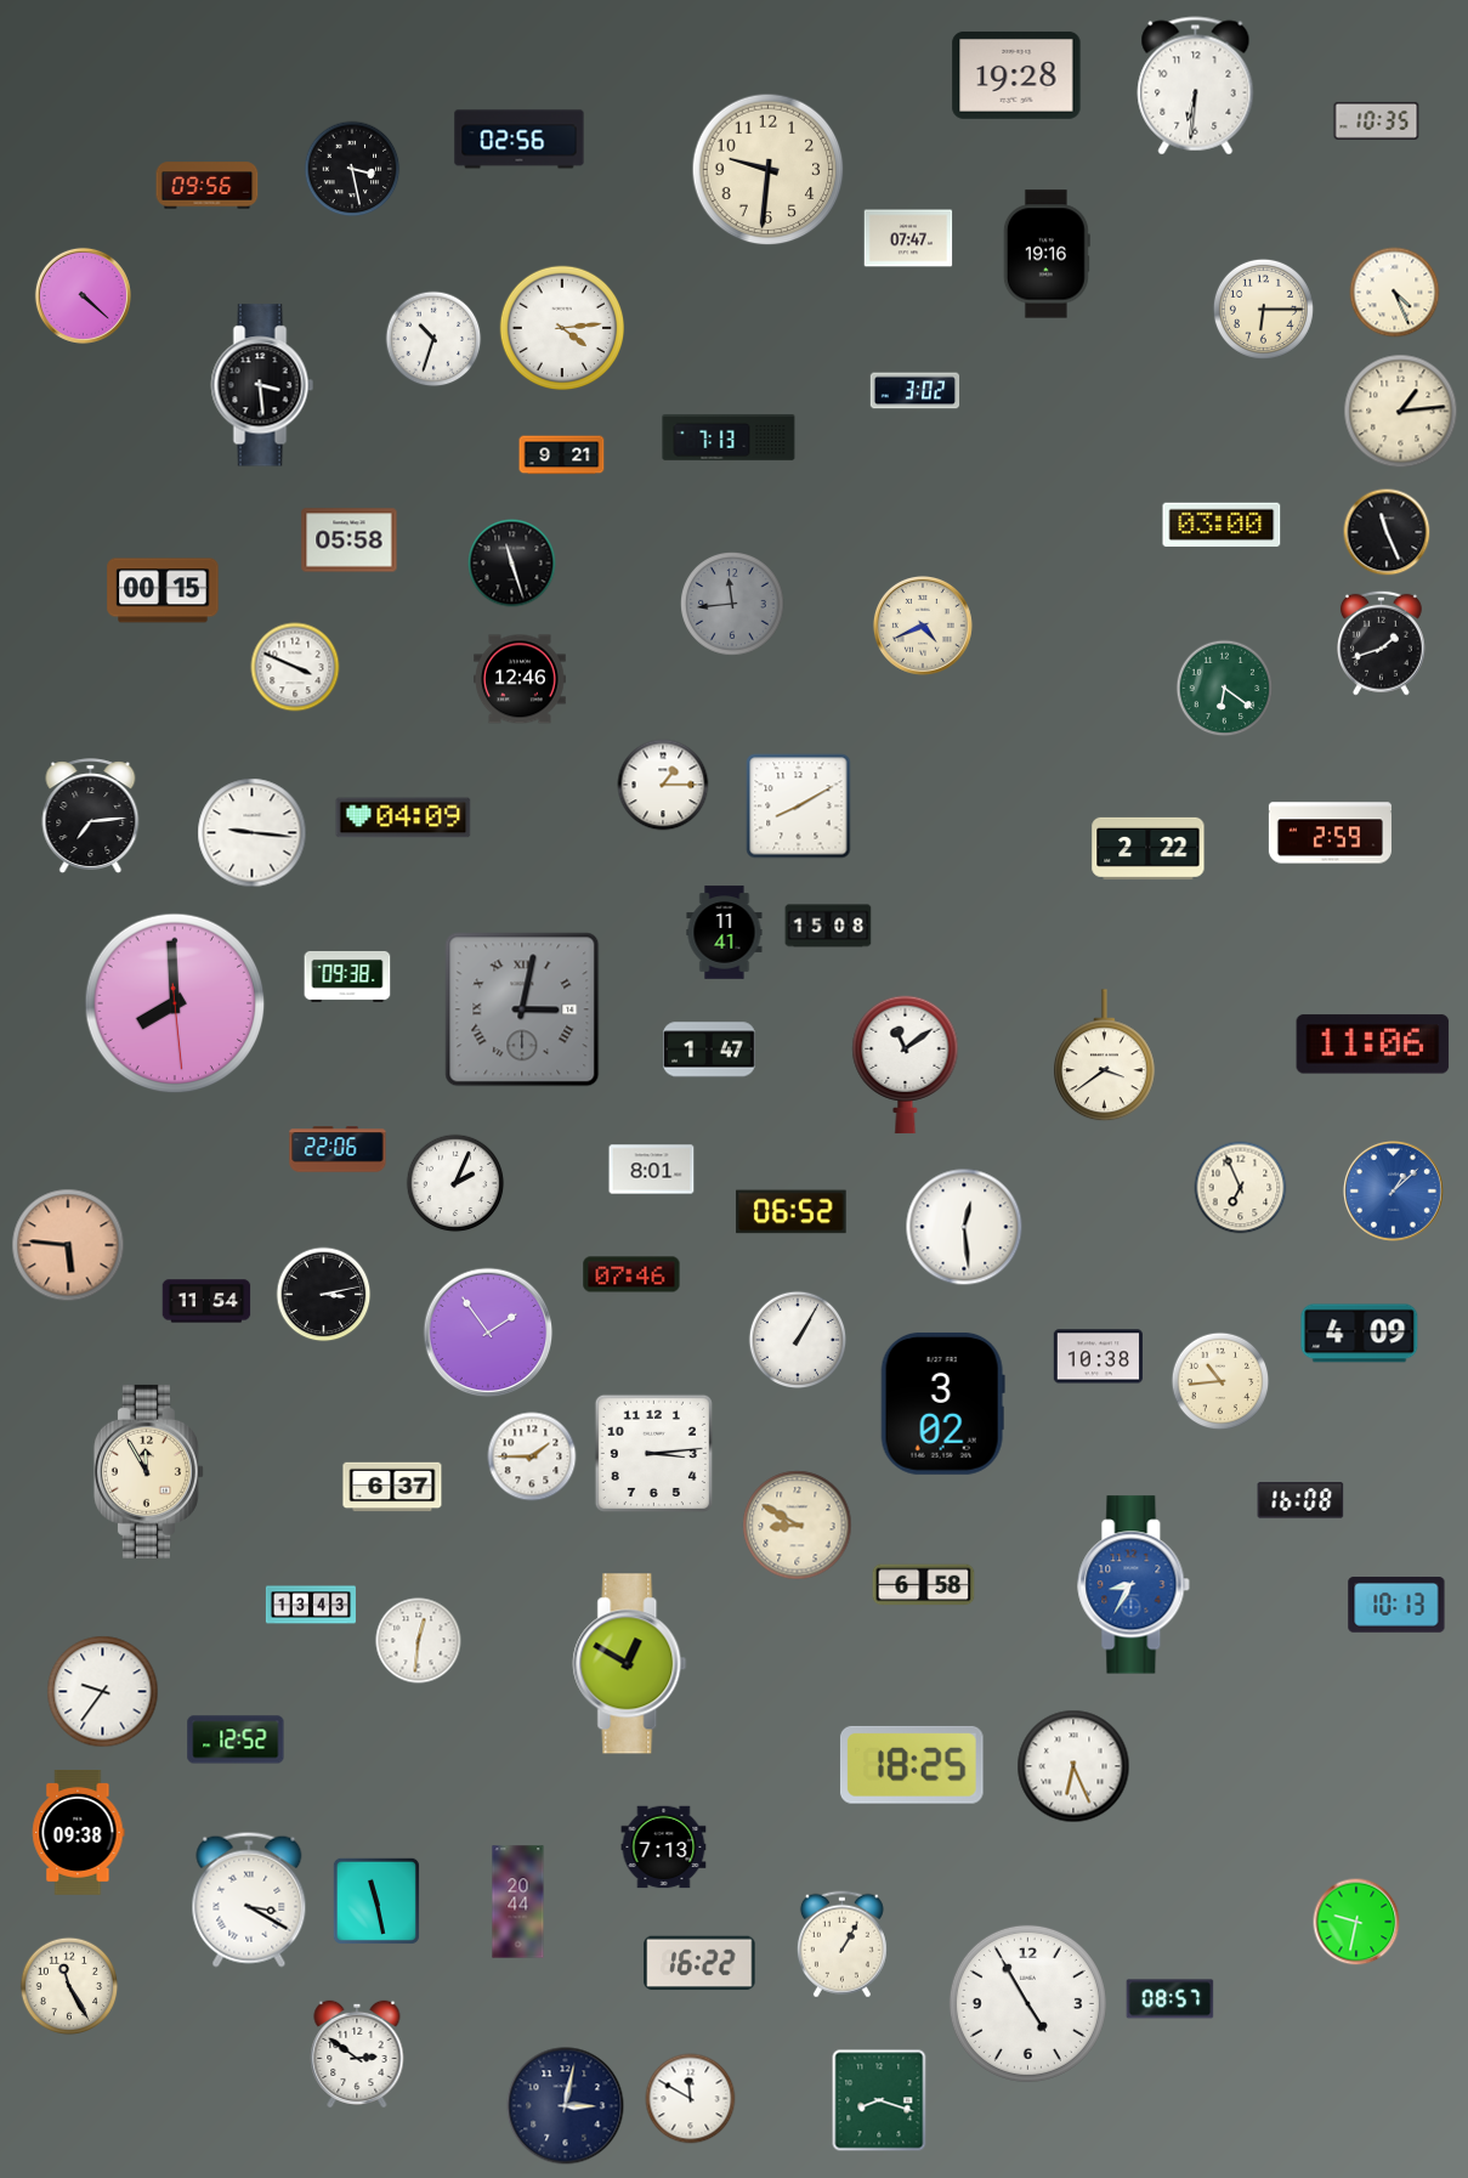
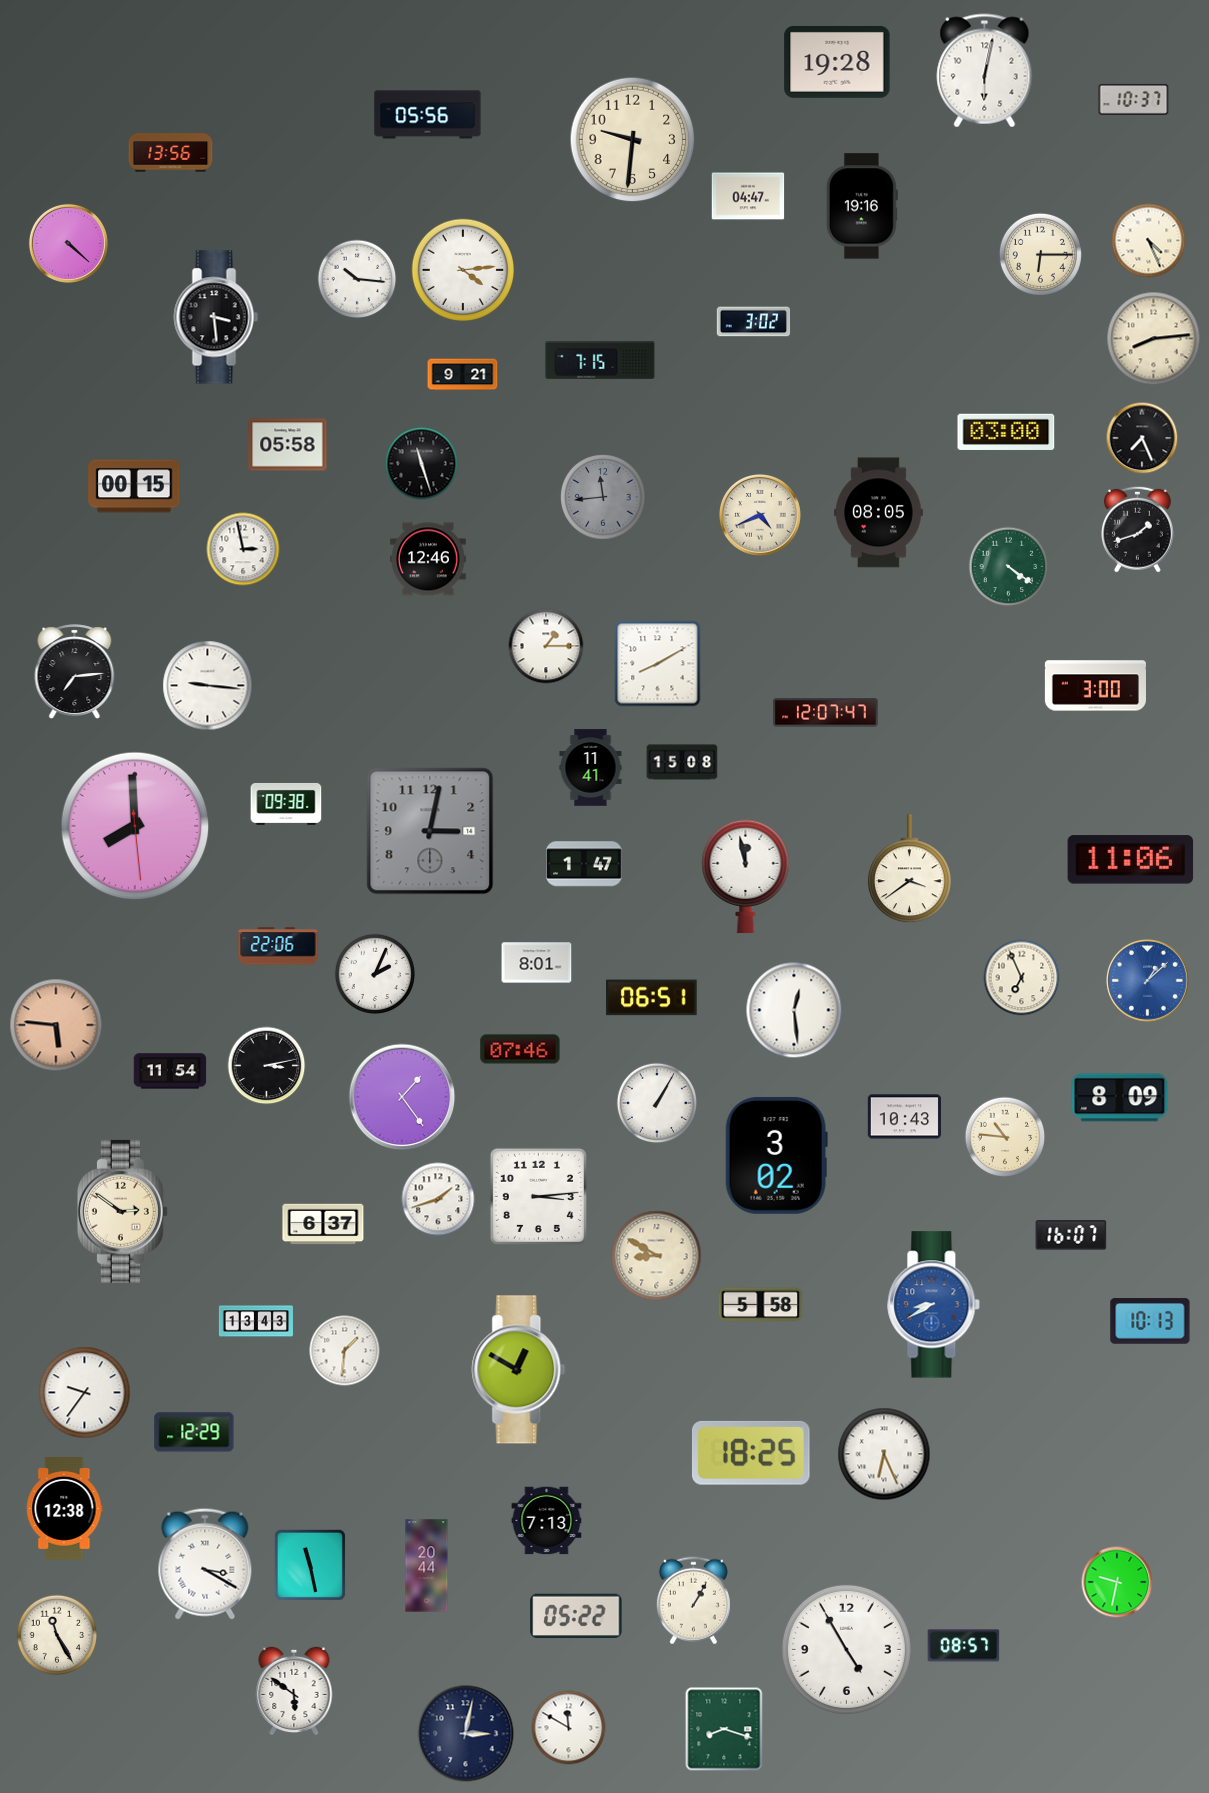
clock at (1196, 86): 6:31 -> 6:02
clock at (1377, 120): 10:35 -> 10:37
clock at (520, 140): 02:56 -> 05:56
clock at (352, 169): 3:28 -> none
clock at (208, 186): 09:56 -> 13:56
clock at (908, 238): 07:47 -> 04:47
clock at (1047, 254) position: (1047, 254) -> (862, 206)
clock at (433, 339): 10:33 -> 10:16
clock at (1401, 412): 1:14 -> 8:14
clock at (729, 439): 7:13 -> 7:15
clock at (1387, 532): 11:26 -> 7:26
clock at (879, 513): none -> 08:05
clock at (295, 667): 3:49 -> 2:58
clock at (1225, 689): 6:21 -> 4:21
clock at (403, 818): 04:09 -> none
clock at (1330, 833): 2:59 -> 3:00
clock at (1149, 848): 2:22 -> none
clock at (826, 713): none -> 12:07
clock at (725, 933) position: (725, 933) -> (591, 768)
clock at (175, 1003) position: (175, 1003) -> (135, 826)
clock at (522, 1009) numerals: Roman -> Arabic
clock at (906, 1065): 11:09 -> 11:58
clock at (792, 1212): 06:52 -> 06:51
clock at (488, 1333): 1:54 -> 1:24
clock at (1360, 1334): 4:09 -> 8:09
clock at (1099, 1357): 10:38 -> 10:43
clock at (1220, 1381): 10:44 -> 10:46
clock at (532, 1456): 1:45 -> 1:42
clock at (148, 1471): 11:55 -> 2:51
clock at (1300, 1500): 16:08 -> 16:07
clock at (924, 1585): 6:58 -> 5:58
clock at (1134, 1585): 8:35 -> 8:40
clock at (419, 1641): 12:31 -> 1:31
clock at (236, 1739): 12:52 -> 12:29
clock at (79, 1833): 09:38 -> 12:38
clock at (699, 1963): 16:22 -> 05:22
clock at (357, 2053): 2:51 -> 5:51
